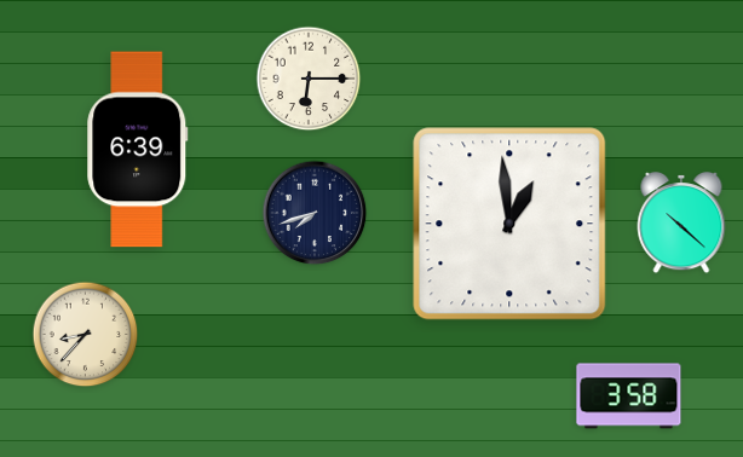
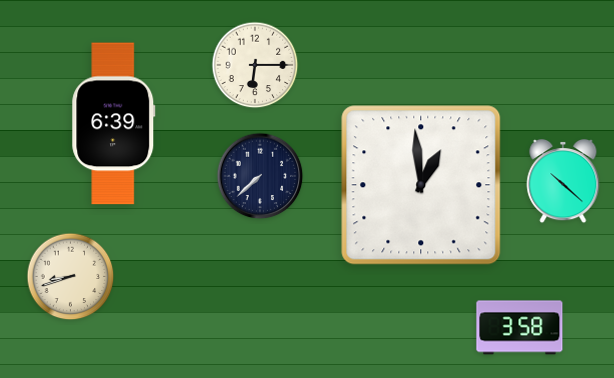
clock at (315, 213): 7:42 -> 7:38
clock at (681, 224) position: (681, 224) -> (563, 182)
clock at (86, 335): 8:37 -> 8:42
